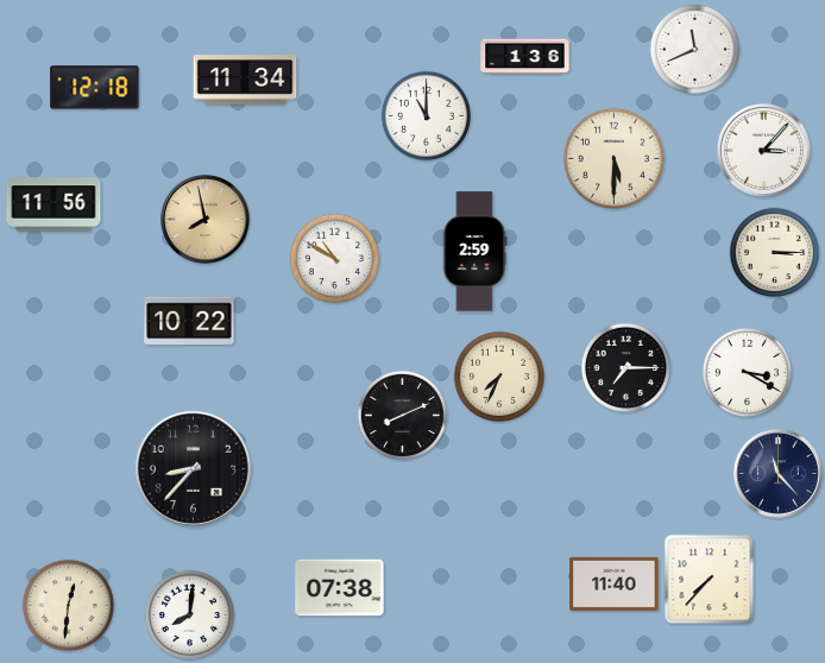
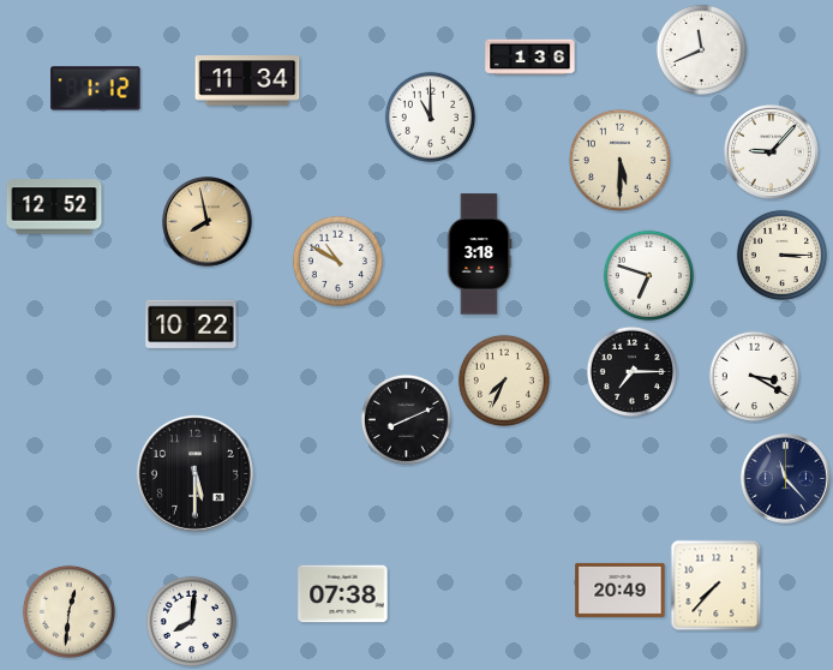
clock at (95, 88): 12:18 -> 1:12
clock at (764, 151): 3:07 -> 9:07
clock at (53, 204): 11:56 -> 12:52
clock at (474, 252): 2:59 -> 3:18
clock at (648, 275): none -> 6:48
clock at (193, 468): 8:37 -> 5:30
clock at (615, 583): 11:40 -> 20:49
